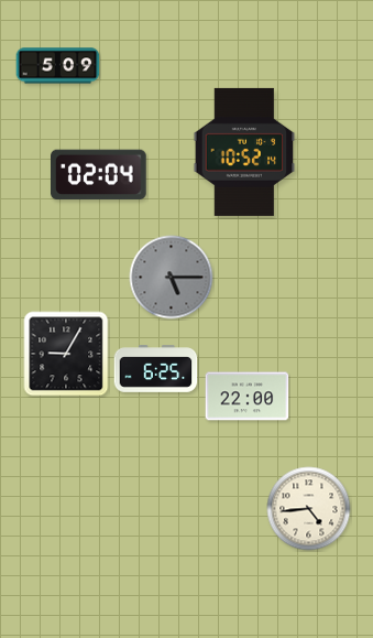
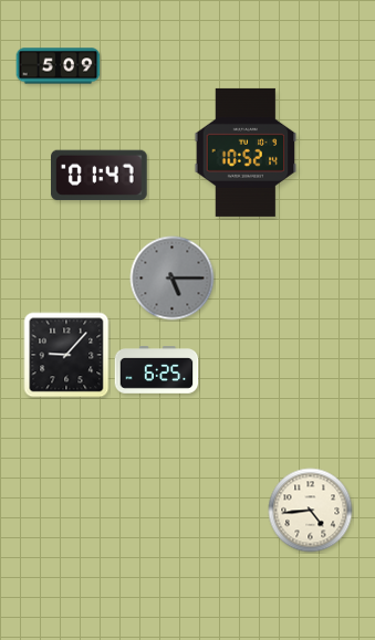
clock at (99, 175): 02:04 -> 01:47
clock at (66, 354): 9:05 -> 9:07
clock at (248, 397): 22:00 -> none
